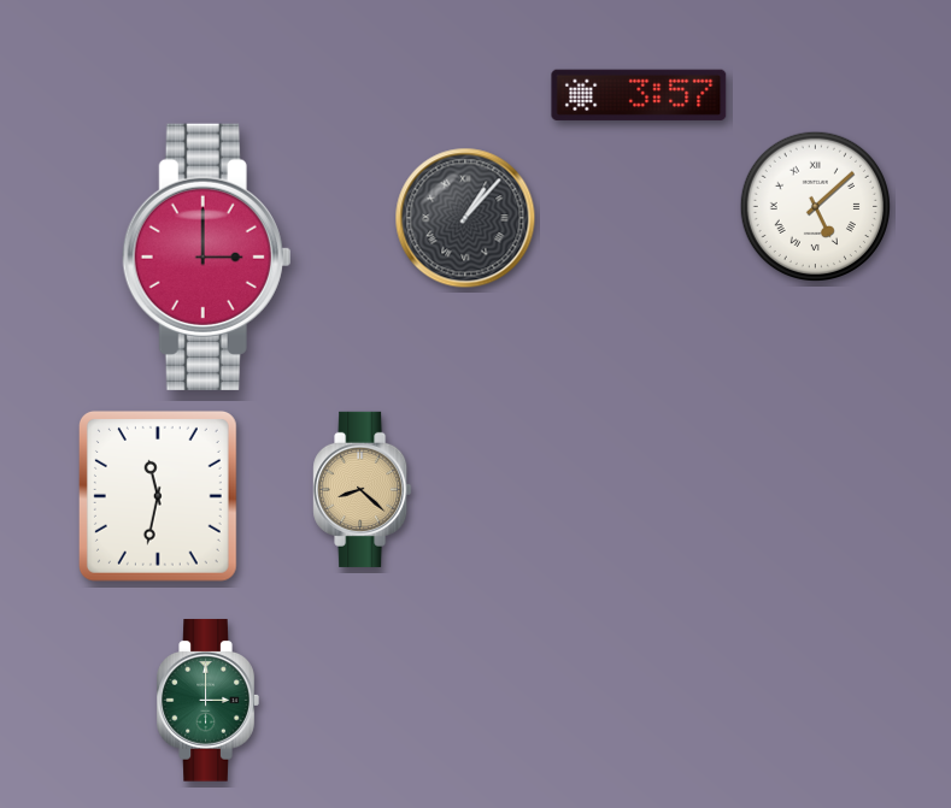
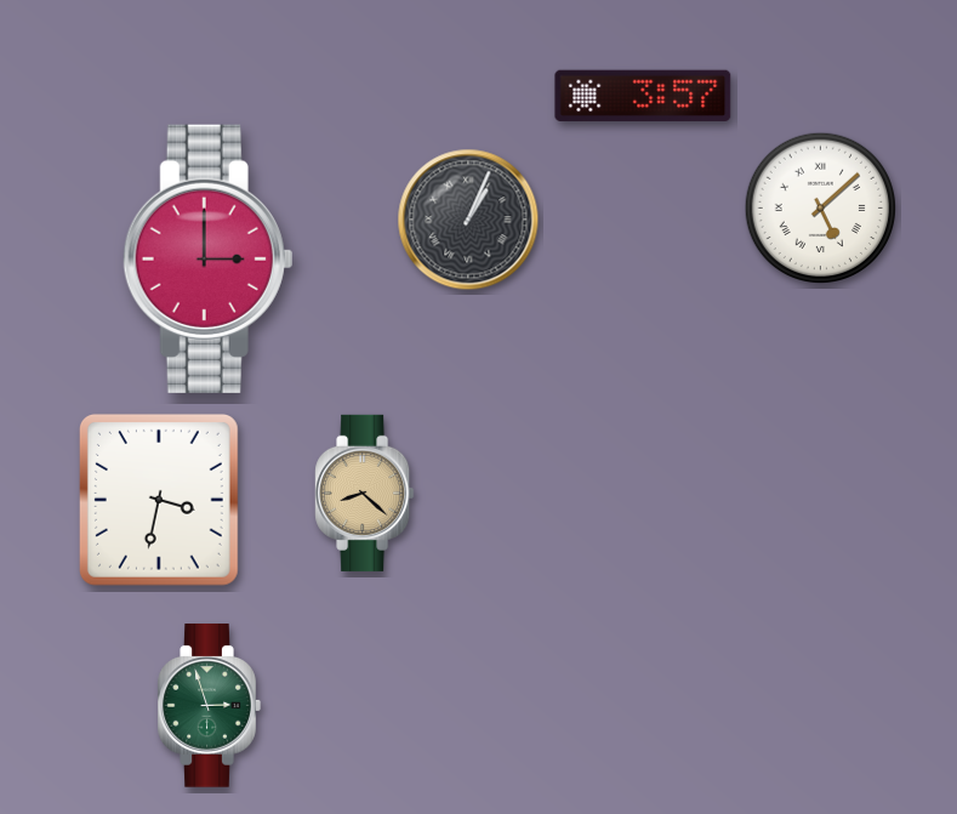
clock at (465, 218): 1:07 -> 1:04
clock at (158, 496): 11:32 -> 3:32
clock at (207, 701): 3:00 -> 2:57
